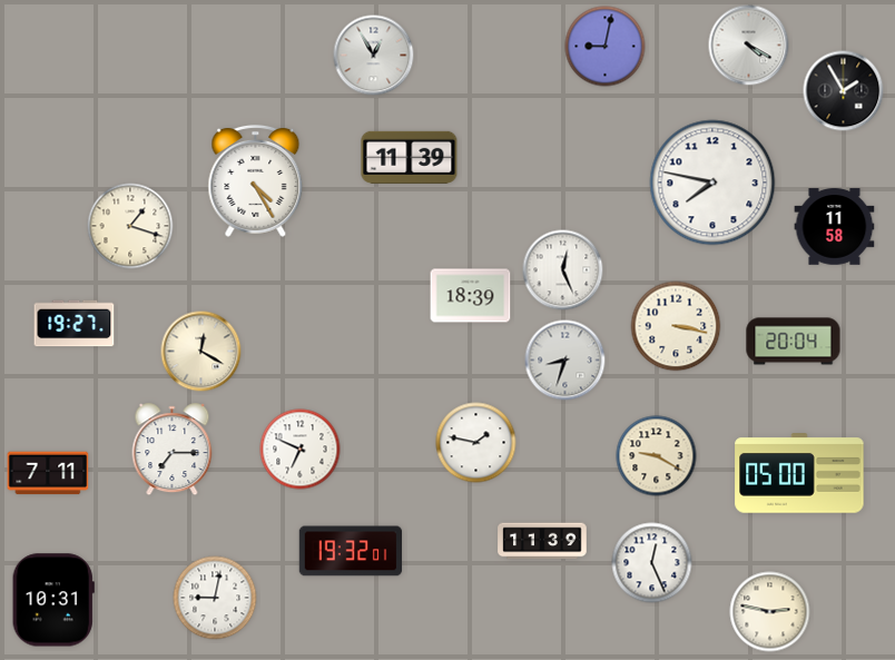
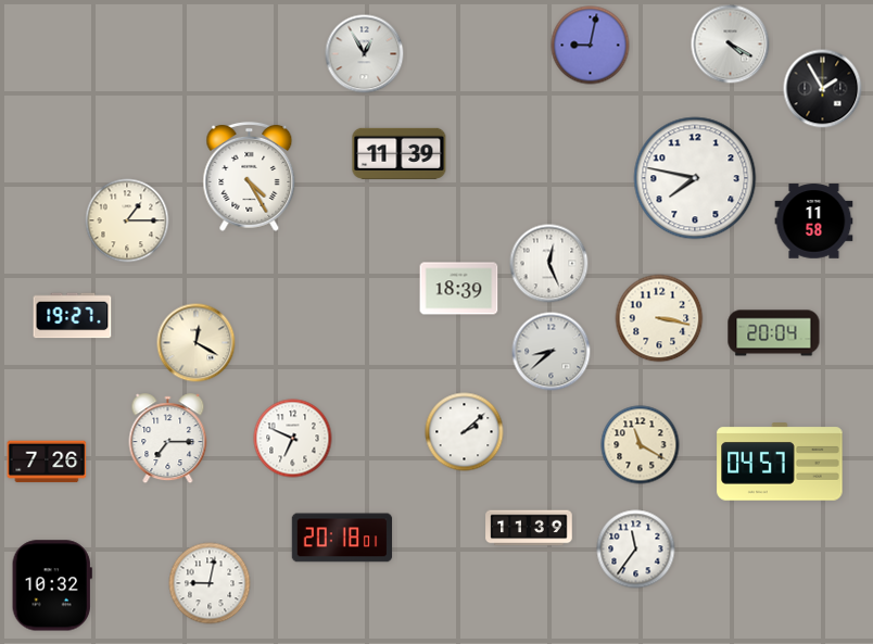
clock at (130, 226): 1:18 -> 1:15
clock at (565, 361): 8:33 -> 8:38
clock at (476, 443): 1:47 -> 2:08
clock at (657, 456): 9:20 -> 11:20
clock at (48, 473): 7:11 -> 7:26
clock at (799, 473): 05:00 -> 04:57
clock at (351, 551): 19:32 -> 20:18
clock at (652, 563): 12:26 -> 11:36
clock at (53, 600): 10:31 -> 10:32
clock at (770, 612): 2:47 -> none
